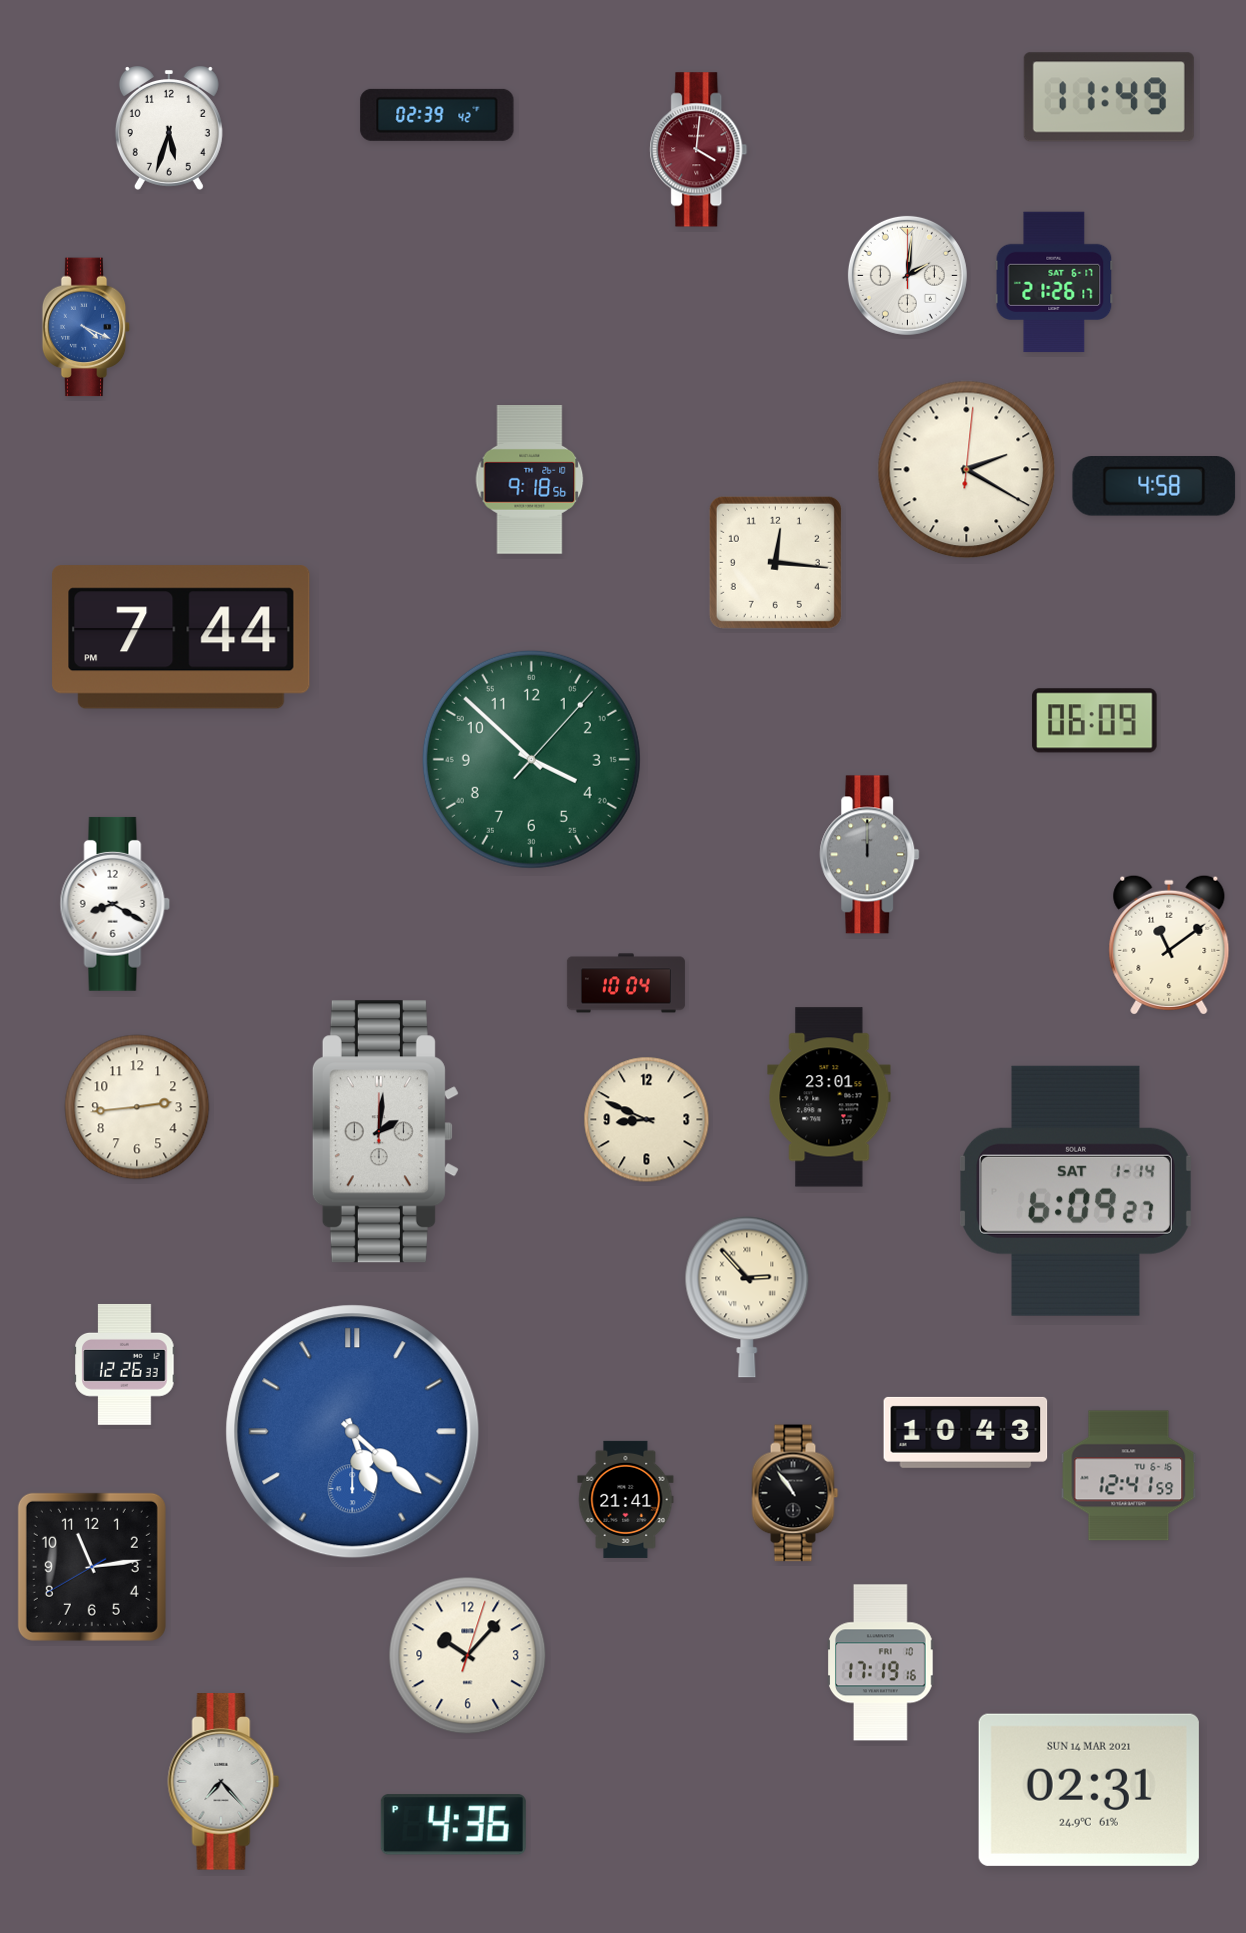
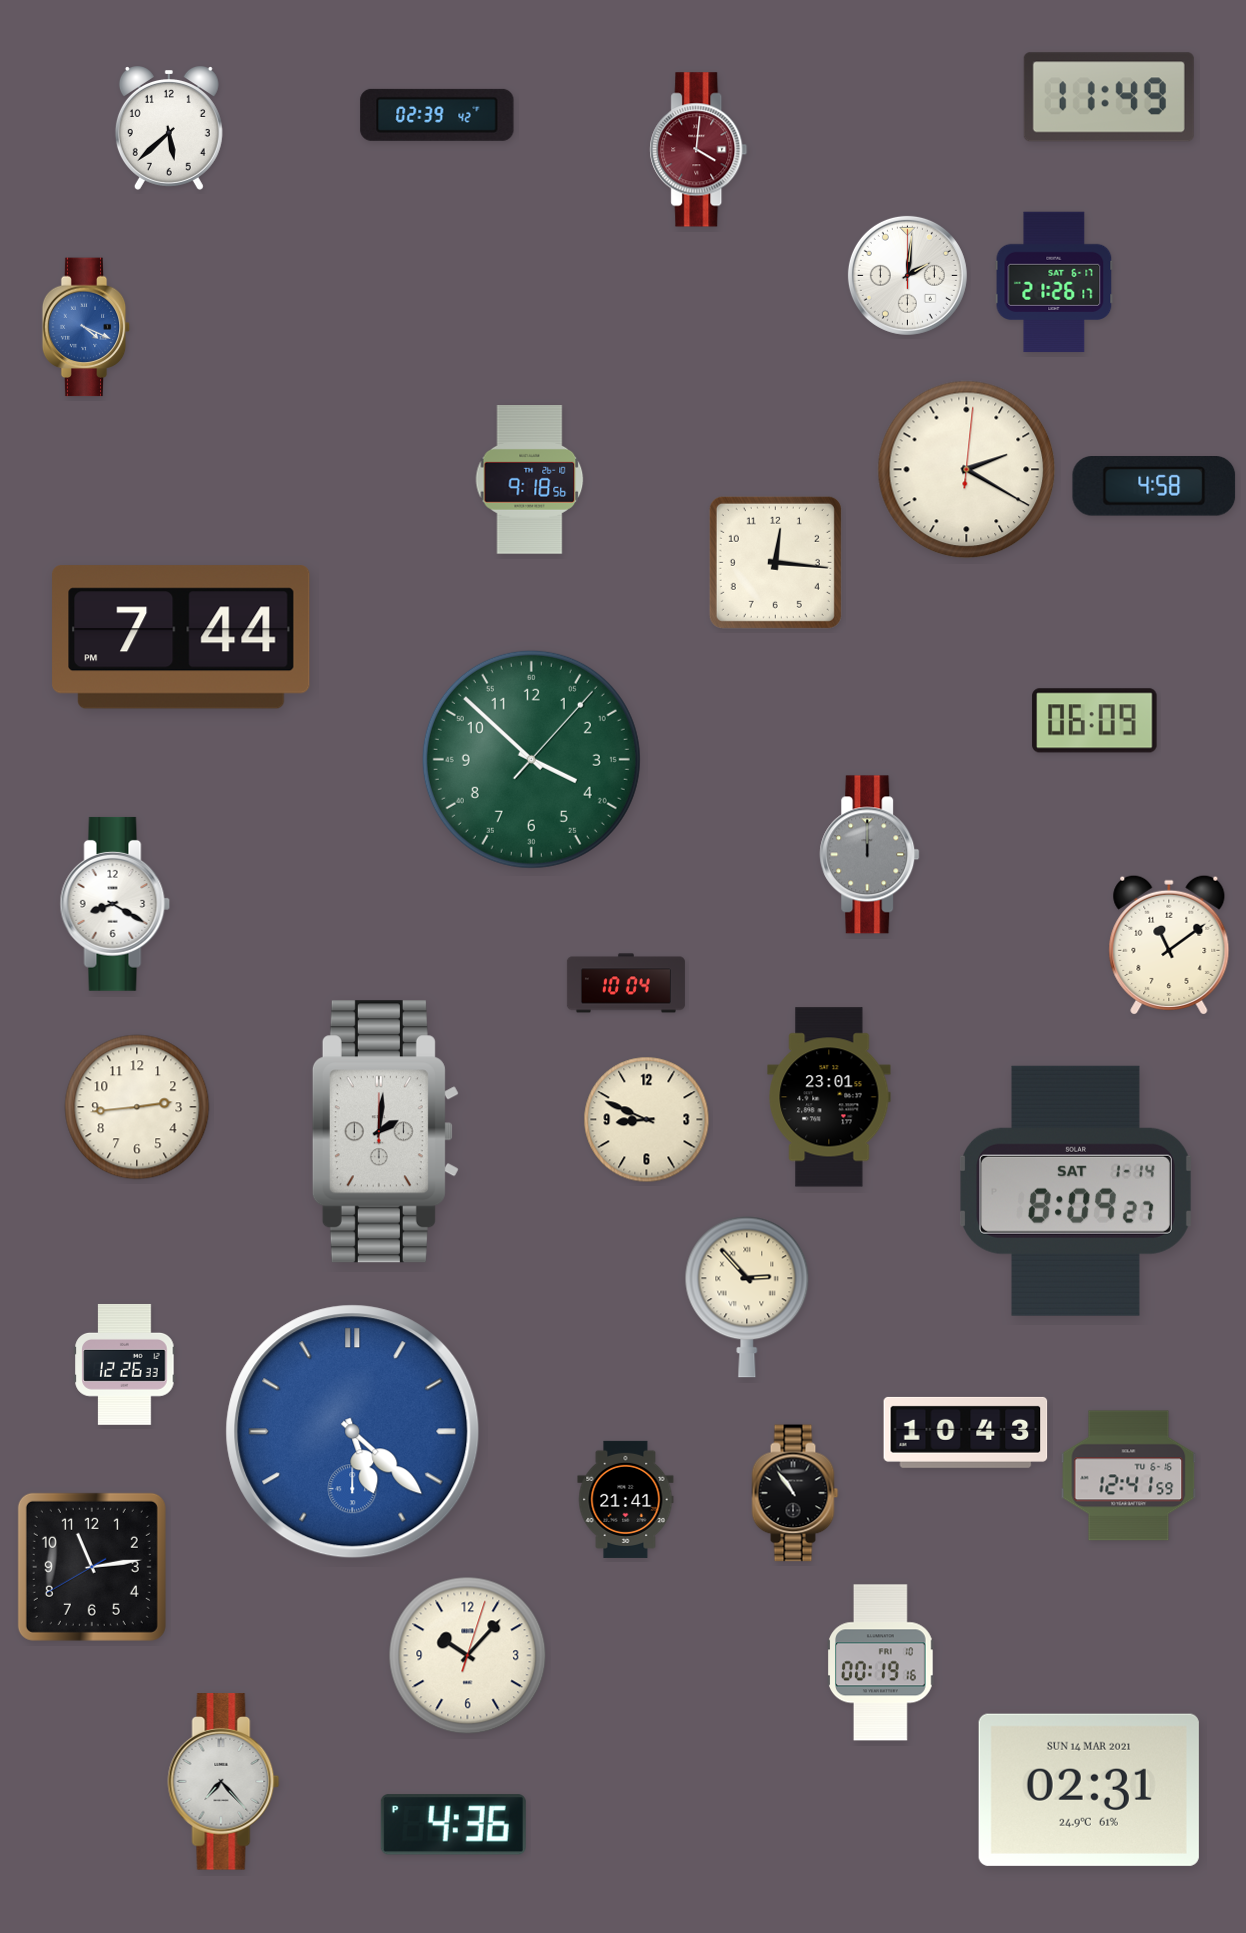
clock at (169, 129): 5:33 -> 5:38
clock at (1076, 1191): 6:09 -> 8:09
clock at (881, 1663): 17:19 -> 00:19
